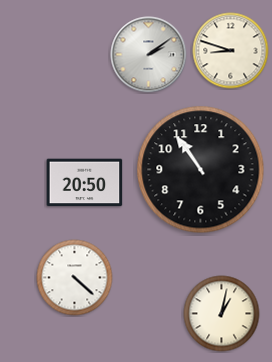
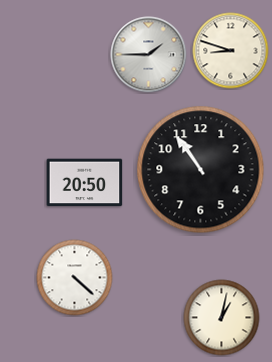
clock at (149, 55): 2:09 -> 1:45
clock at (222, 314) position: (222, 314) -> (222, 318)
